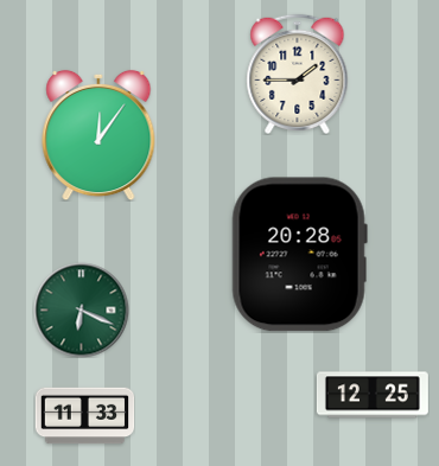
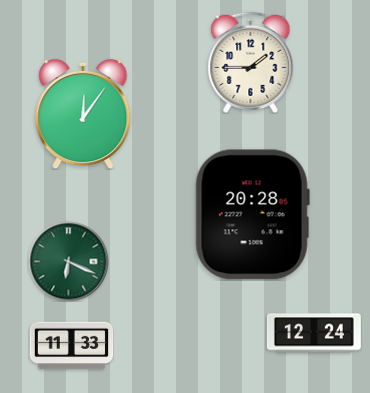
clock at (373, 395): 12:25 -> 12:24
clock at (84, 416) position: (84, 416) -> (71, 346)
